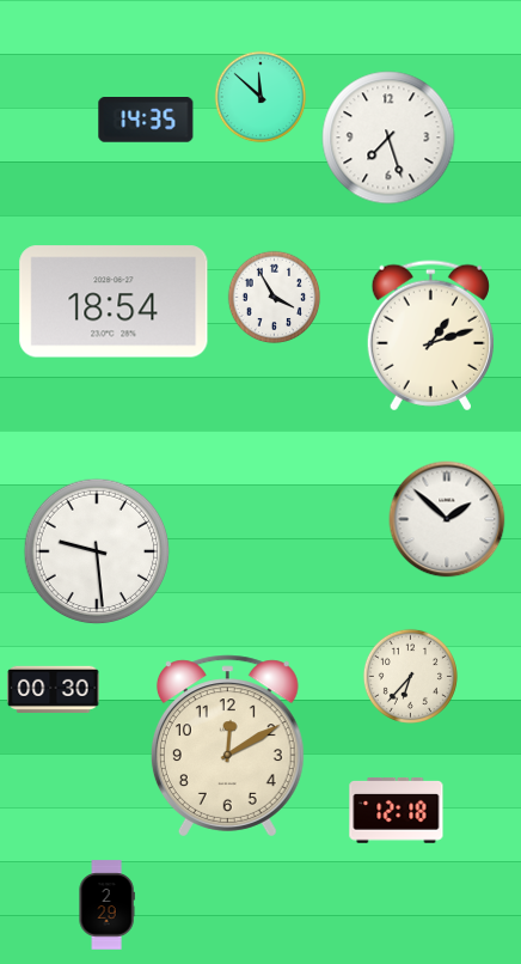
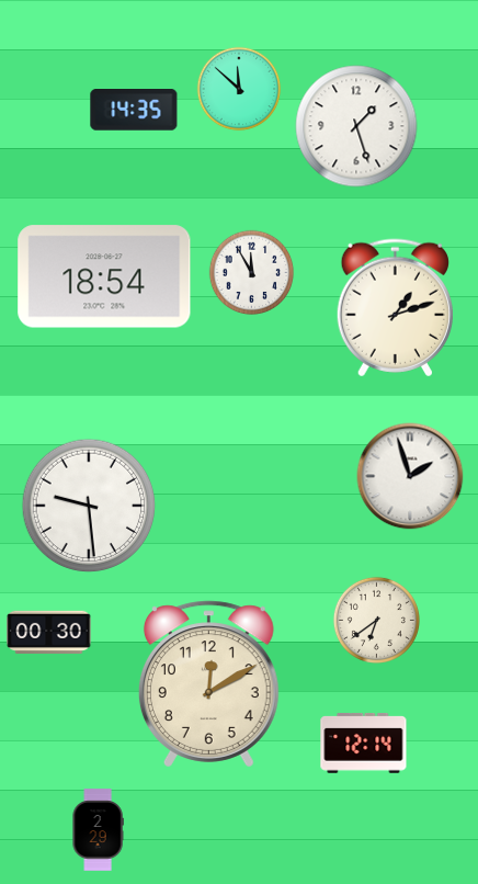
clock at (388, 138): 7:27 -> 1:27
clock at (275, 298): 3:55 -> 11:55
clock at (447, 519): 1:52 -> 1:57
clock at (410, 676): 6:37 -> 6:39
clock at (397, 811): 12:18 -> 12:14
